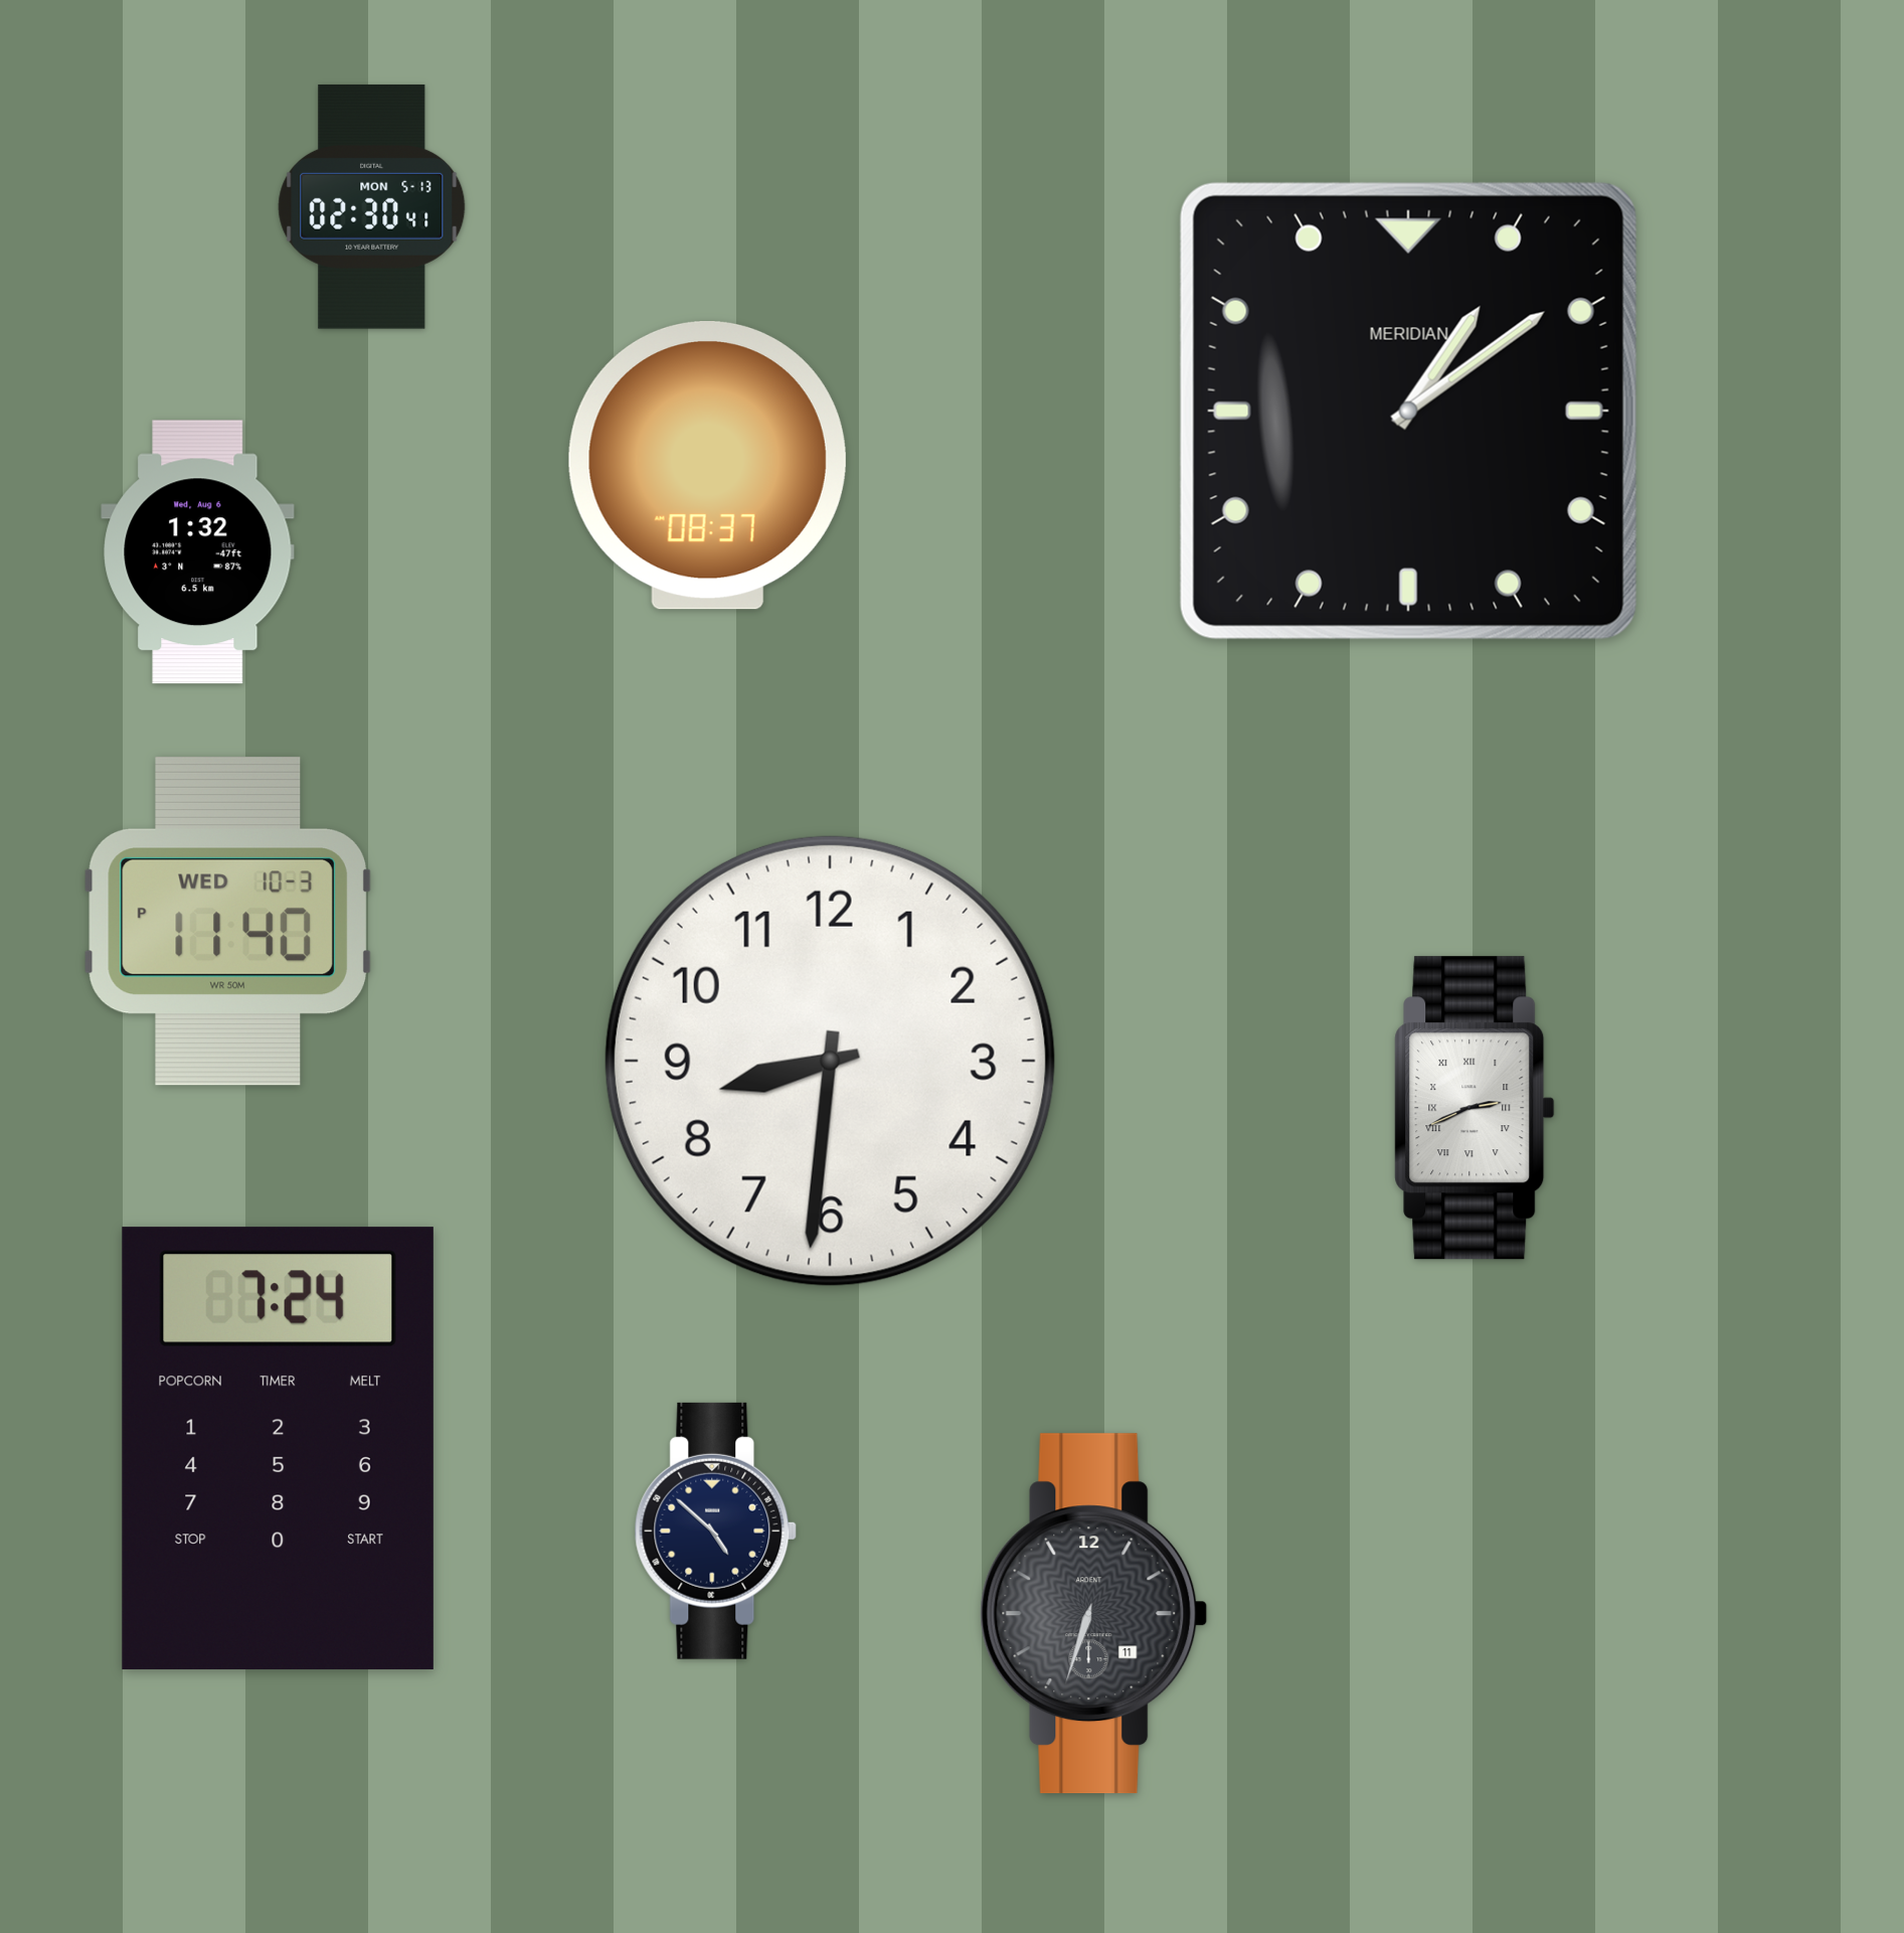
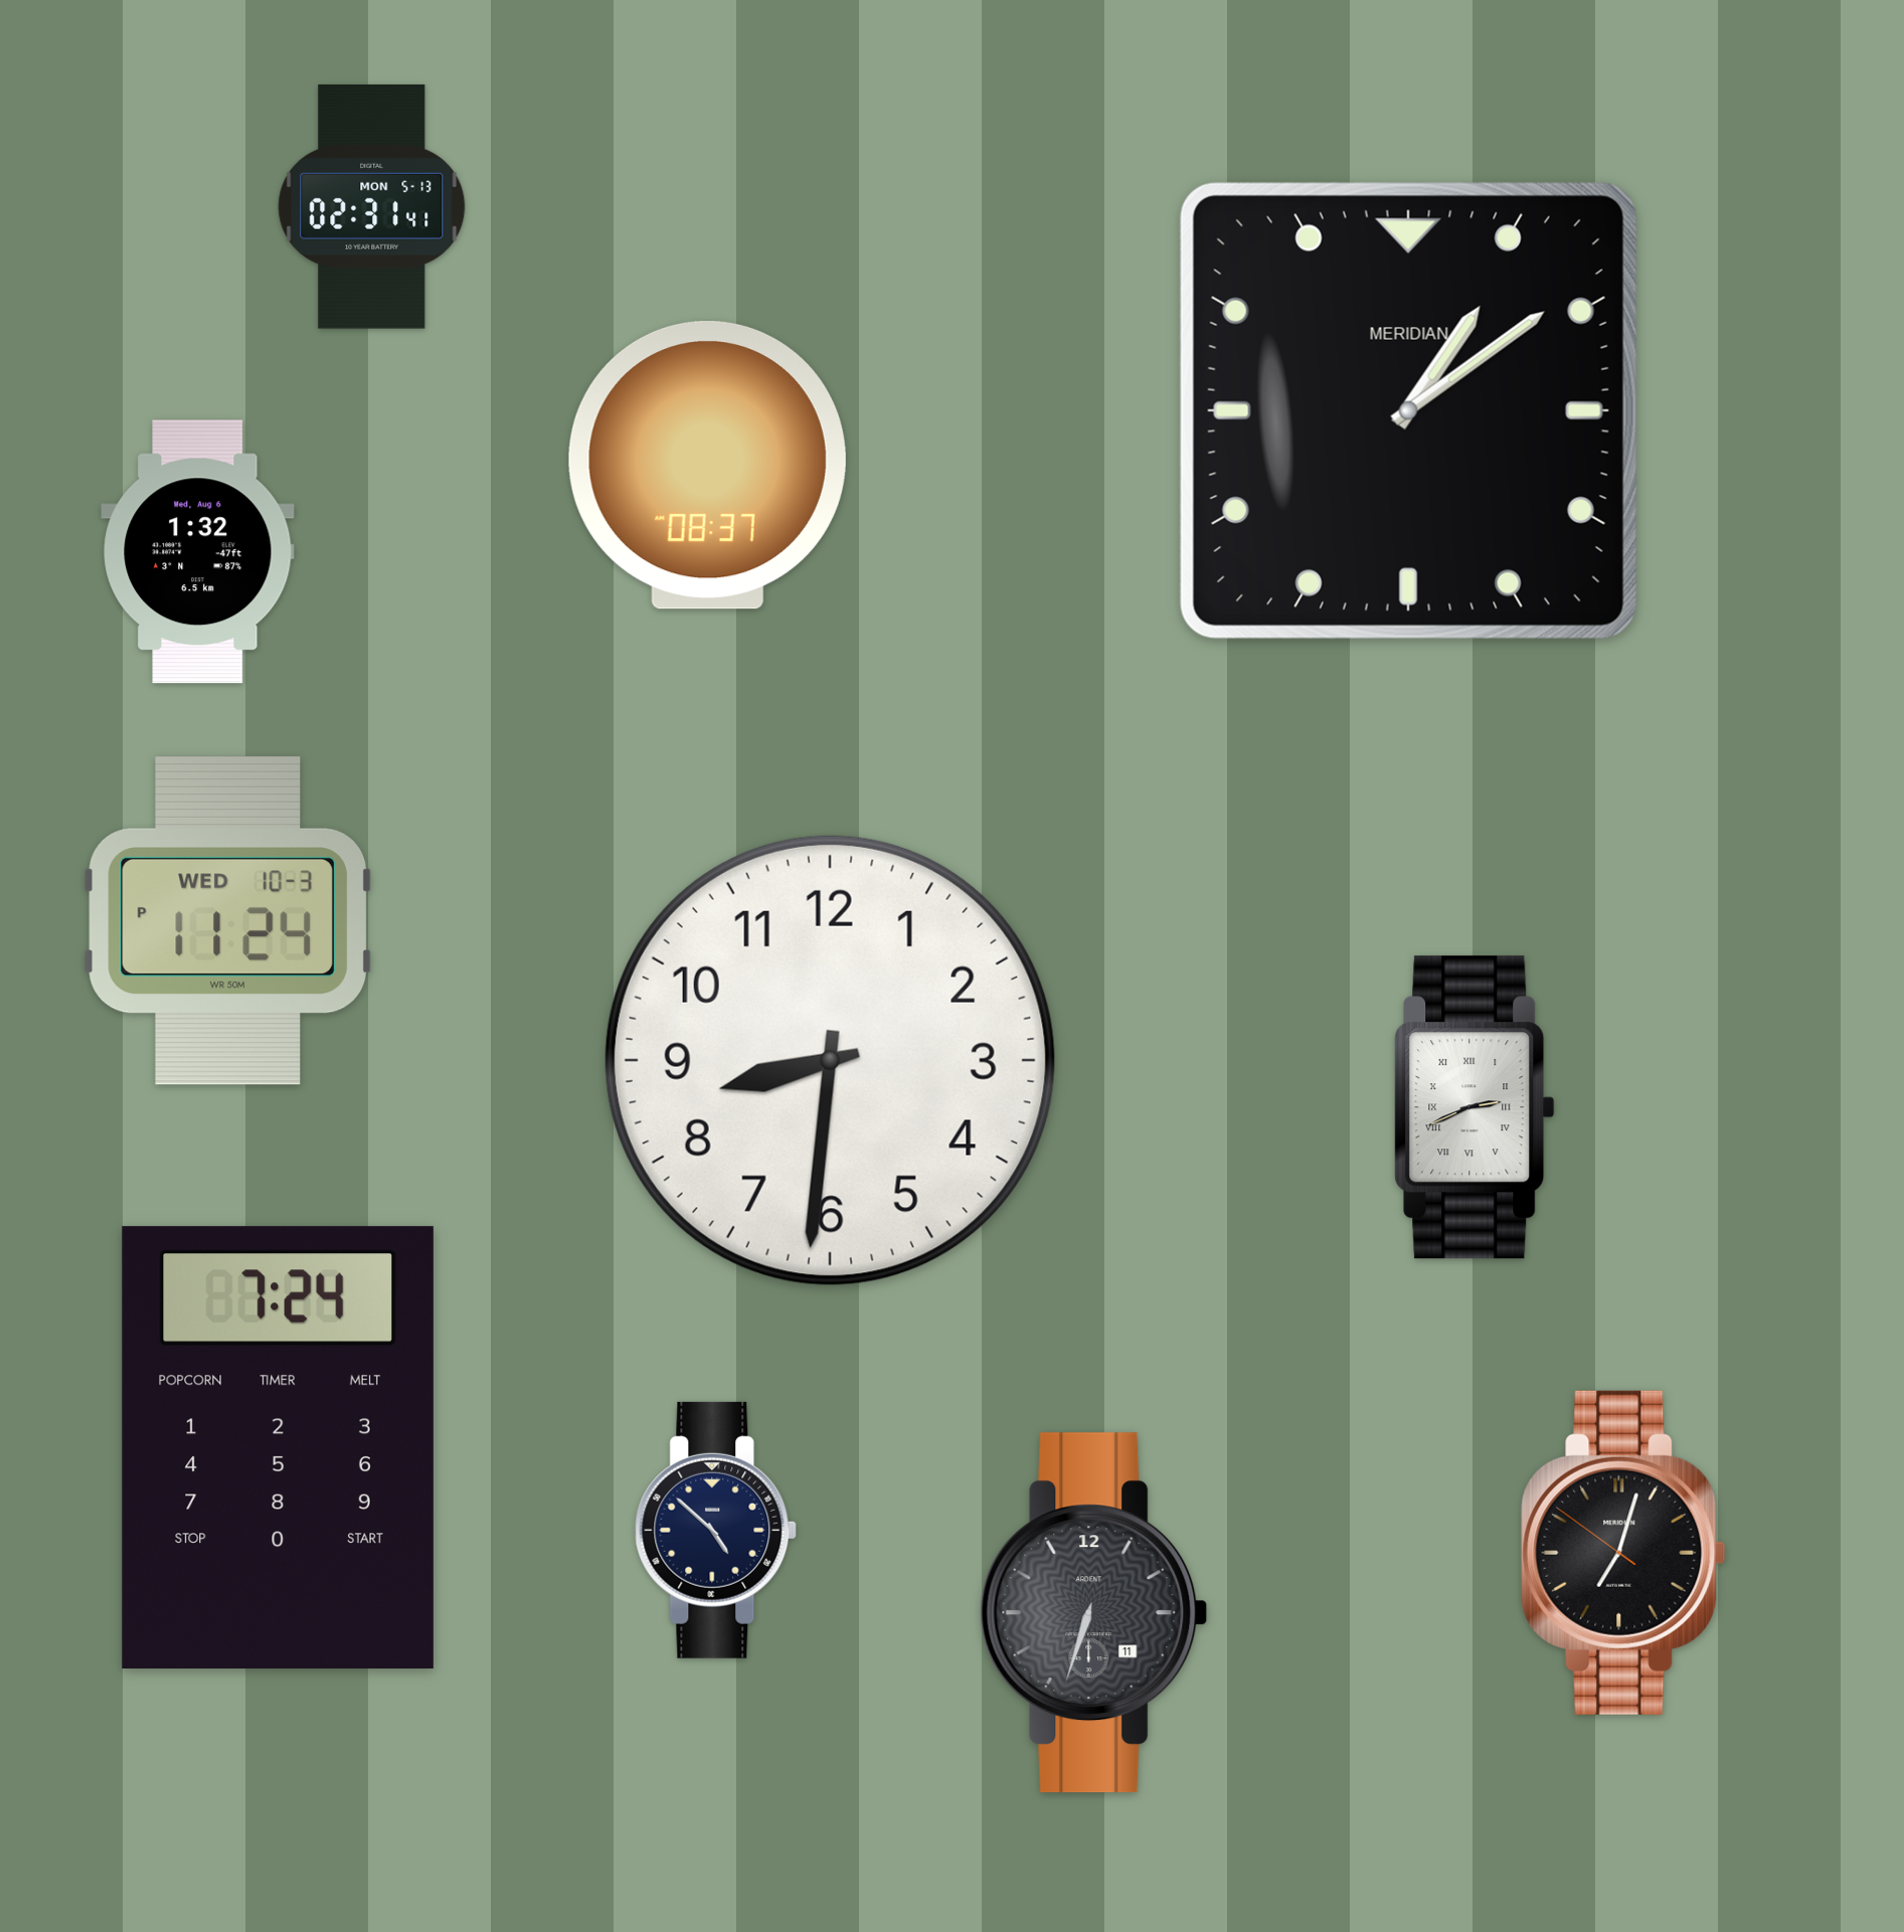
clock at (372, 206): 02:30 -> 02:31
clock at (227, 921): 11:40 -> 11:24
clock at (1623, 1553): none -> 7:02
